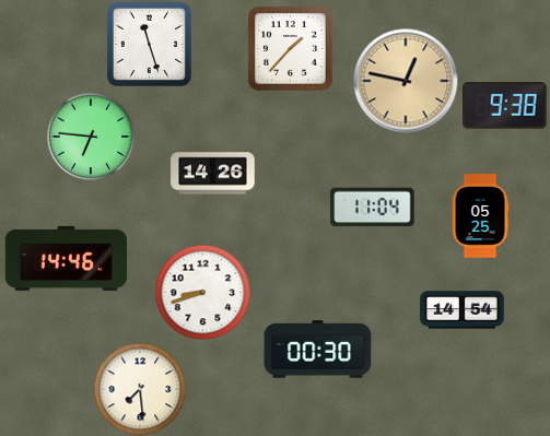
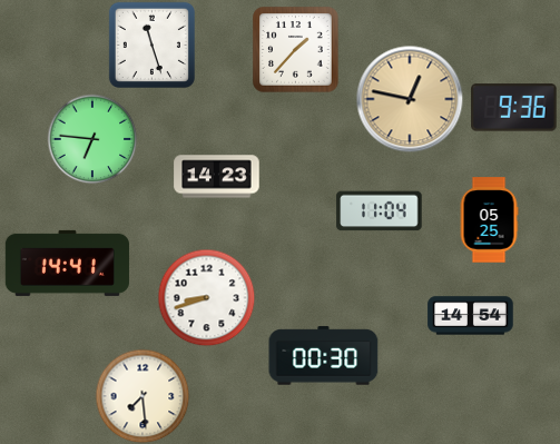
clock at (406, 81) position: (406, 81) -> (410, 99)
clock at (505, 106): 9:38 -> 9:36
clock at (213, 174): 14:26 -> 14:23
clock at (66, 258): 14:46 -> 14:41
